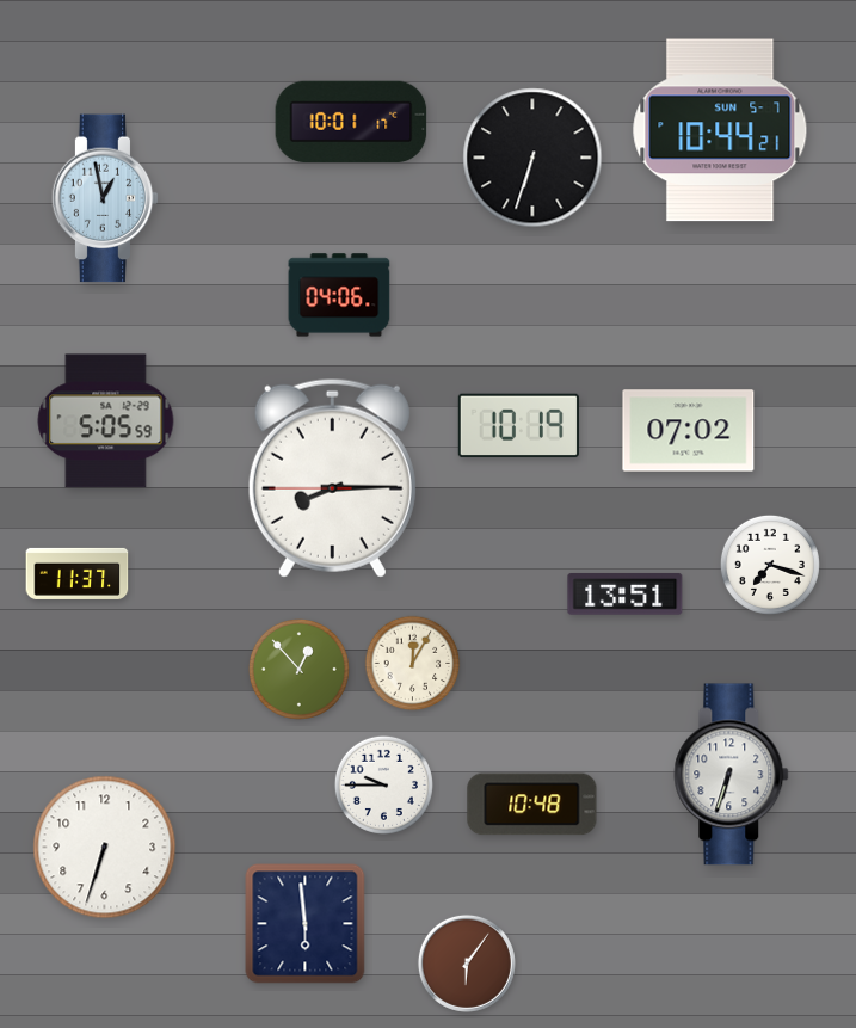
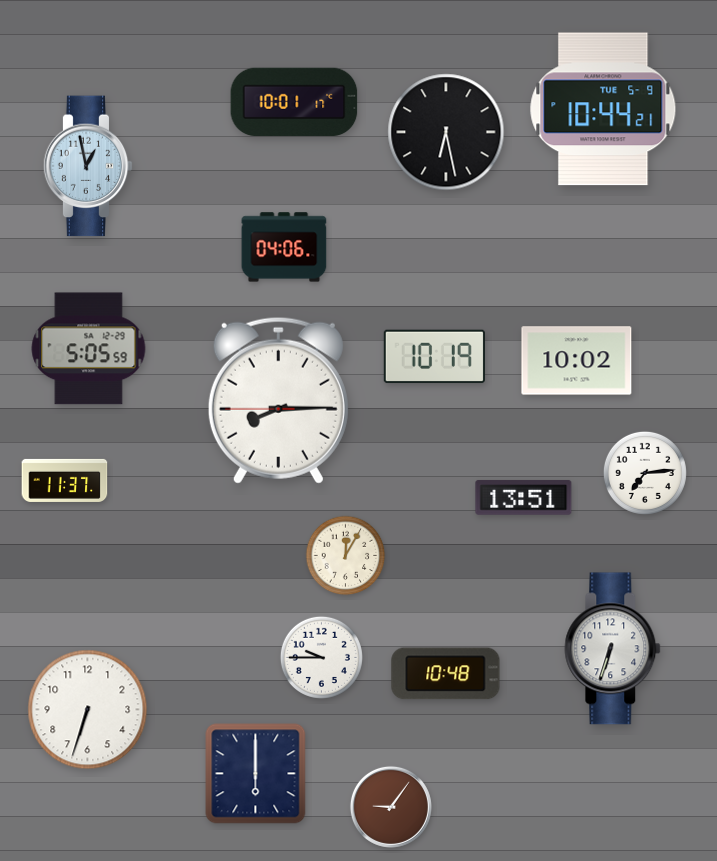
clock at (720, 130) date: SUN 5-7 -> TUE 5-9
clock at (532, 158): 6:33 -> 6:28
clock at (106, 421) position: (106, 421) -> (89, 349)
clock at (689, 431): 07:02 -> 10:02
clock at (770, 565): 7:18 -> 7:14
clock at (298, 669): 12:53 -> none
clock at (306, 924): 5:59 -> 6:00
clock at (467, 964): 6:06 -> 9:06
